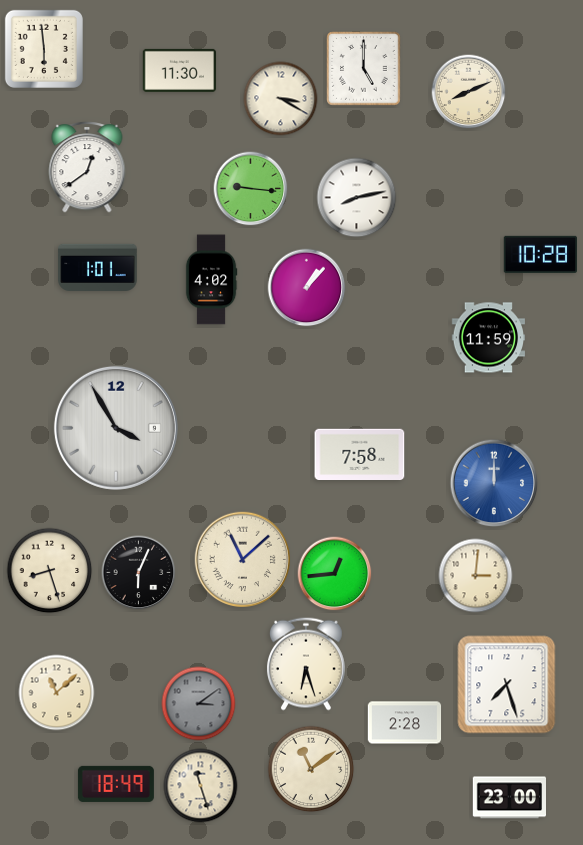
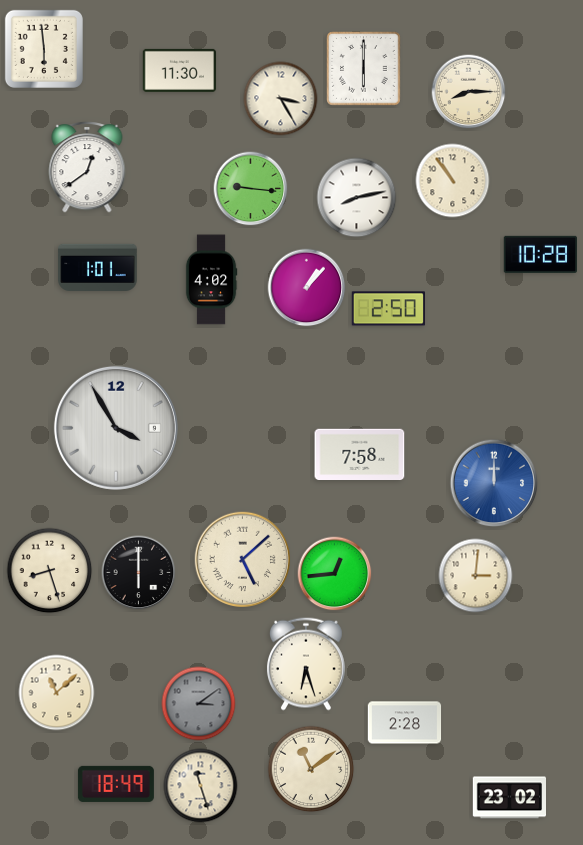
clock at (364, 69): 5:00 -> 6:00
clock at (469, 92): 8:11 -> 8:15
clock at (281, 99): 3:20 -> 3:25
clock at (453, 181): none -> 10:54
clock at (388, 309): none -> 2:50
clock at (488, 338): 11:59 -> none
clock at (242, 559): 11:08 -> 5:08
clock at (139, 573): 6:04 -> 6:00
clock at (507, 685): 7:27 -> none
clock at (510, 798): 23:00 -> 23:02
